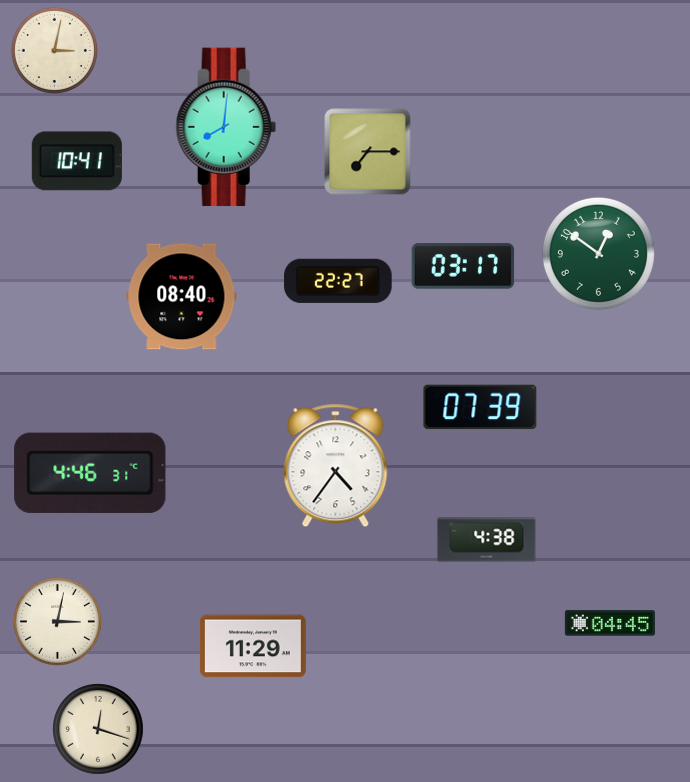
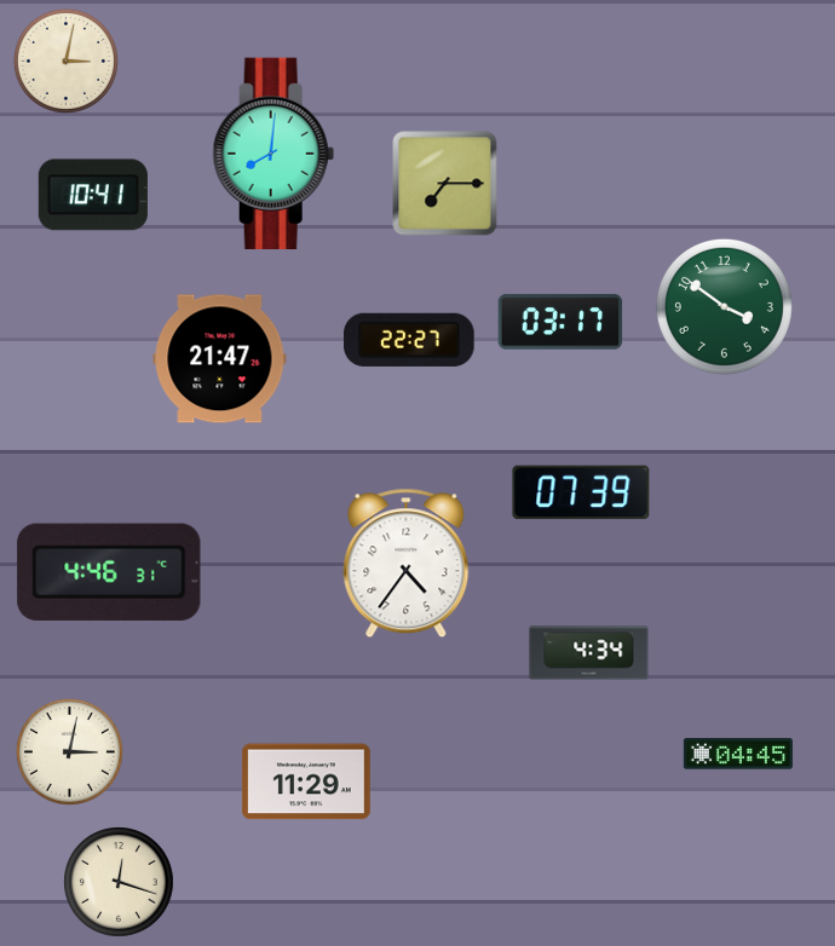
clock at (598, 253): 12:51 -> 3:51
clock at (182, 297): 08:40 -> 21:47
clock at (487, 540): 4:38 -> 4:34
